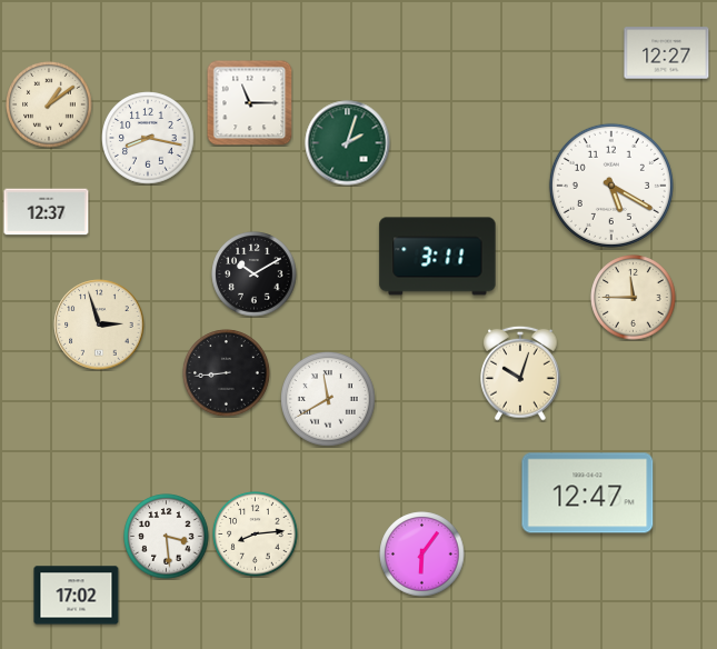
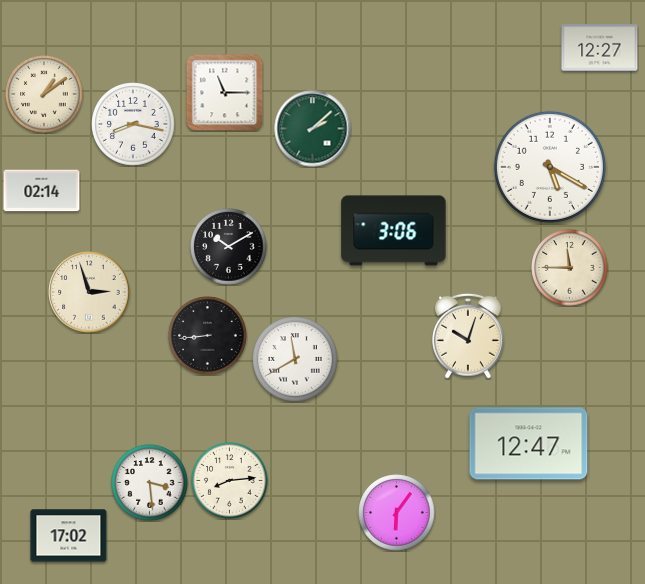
clock at (348, 143): 2:03 -> 2:08
clock at (47, 212): 12:37 -> 02:14
clock at (438, 257): 3:11 -> 3:06
clock at (227, 373) position: (227, 373) -> (208, 336)
clock at (422, 555) position: (422, 555) -> (397, 513)
